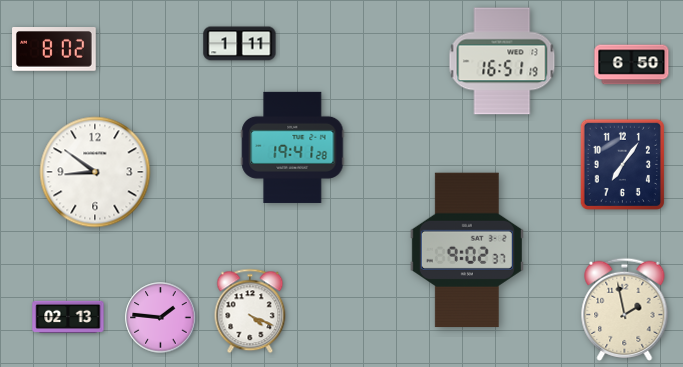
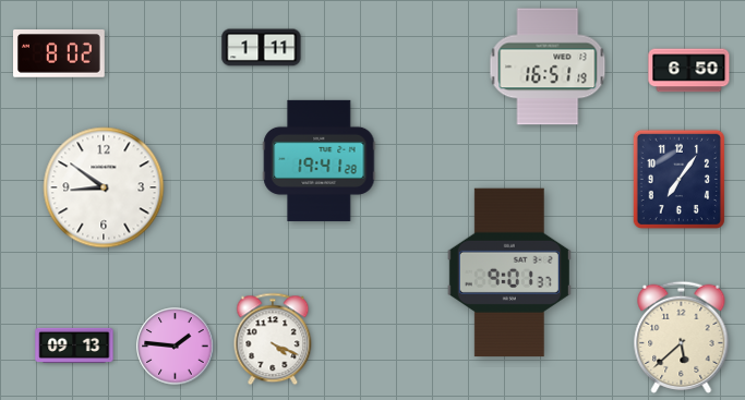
clock at (467, 250): 9:02 -> 9:01
clock at (625, 309): 1:58 -> 5:38
clock at (68, 316): 02:13 -> 09:13
